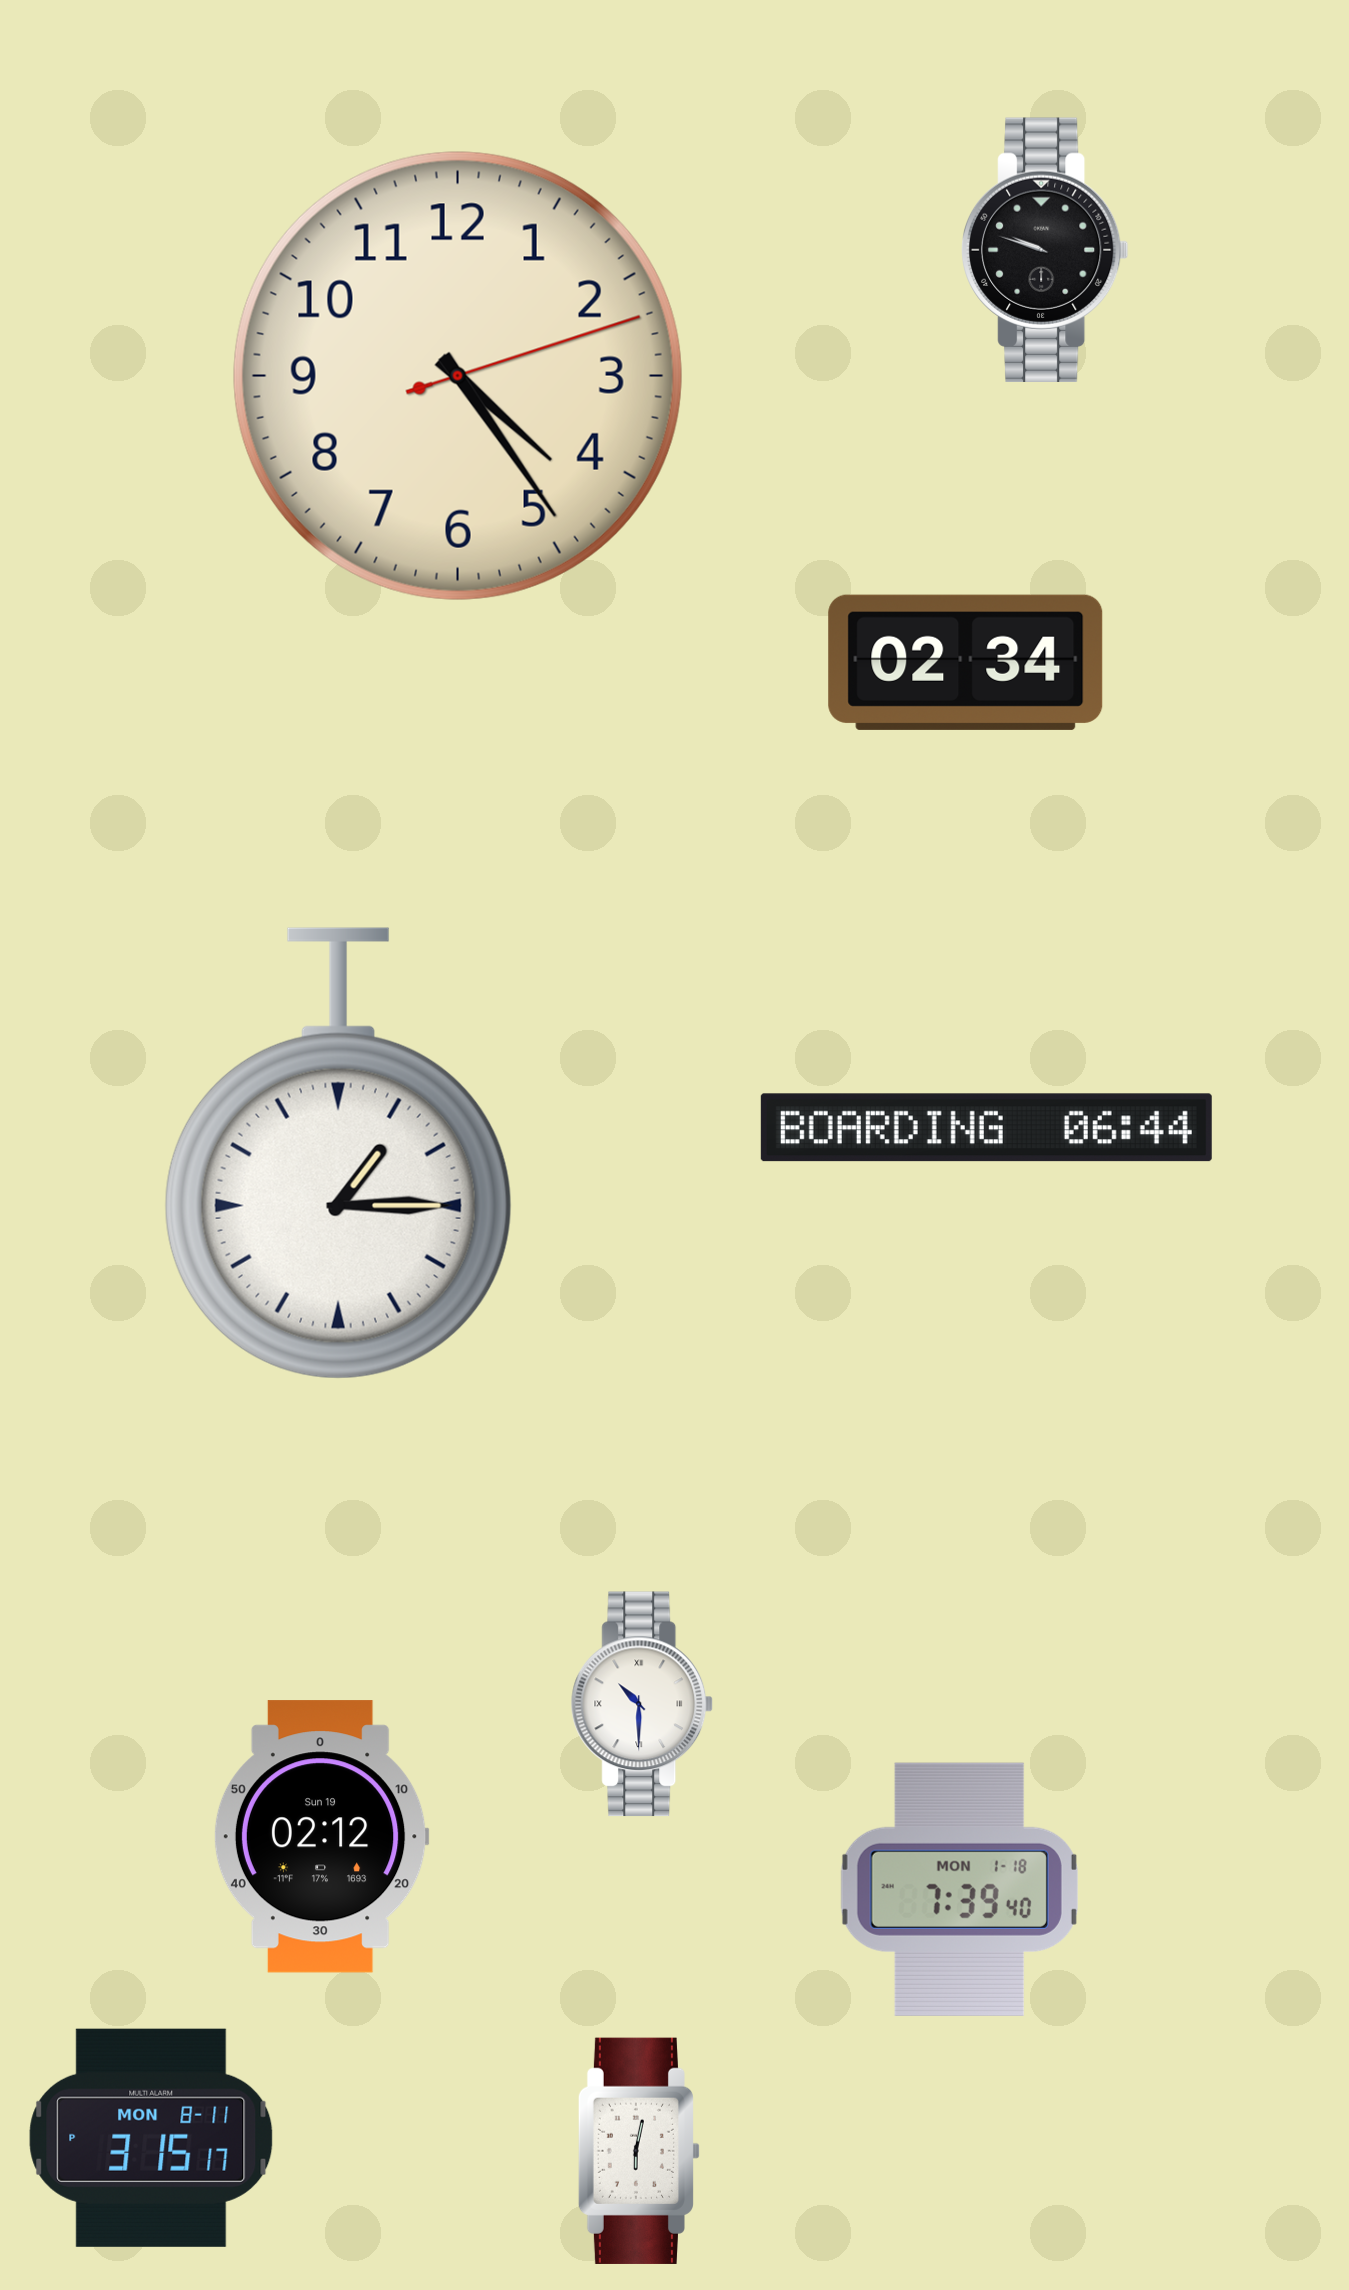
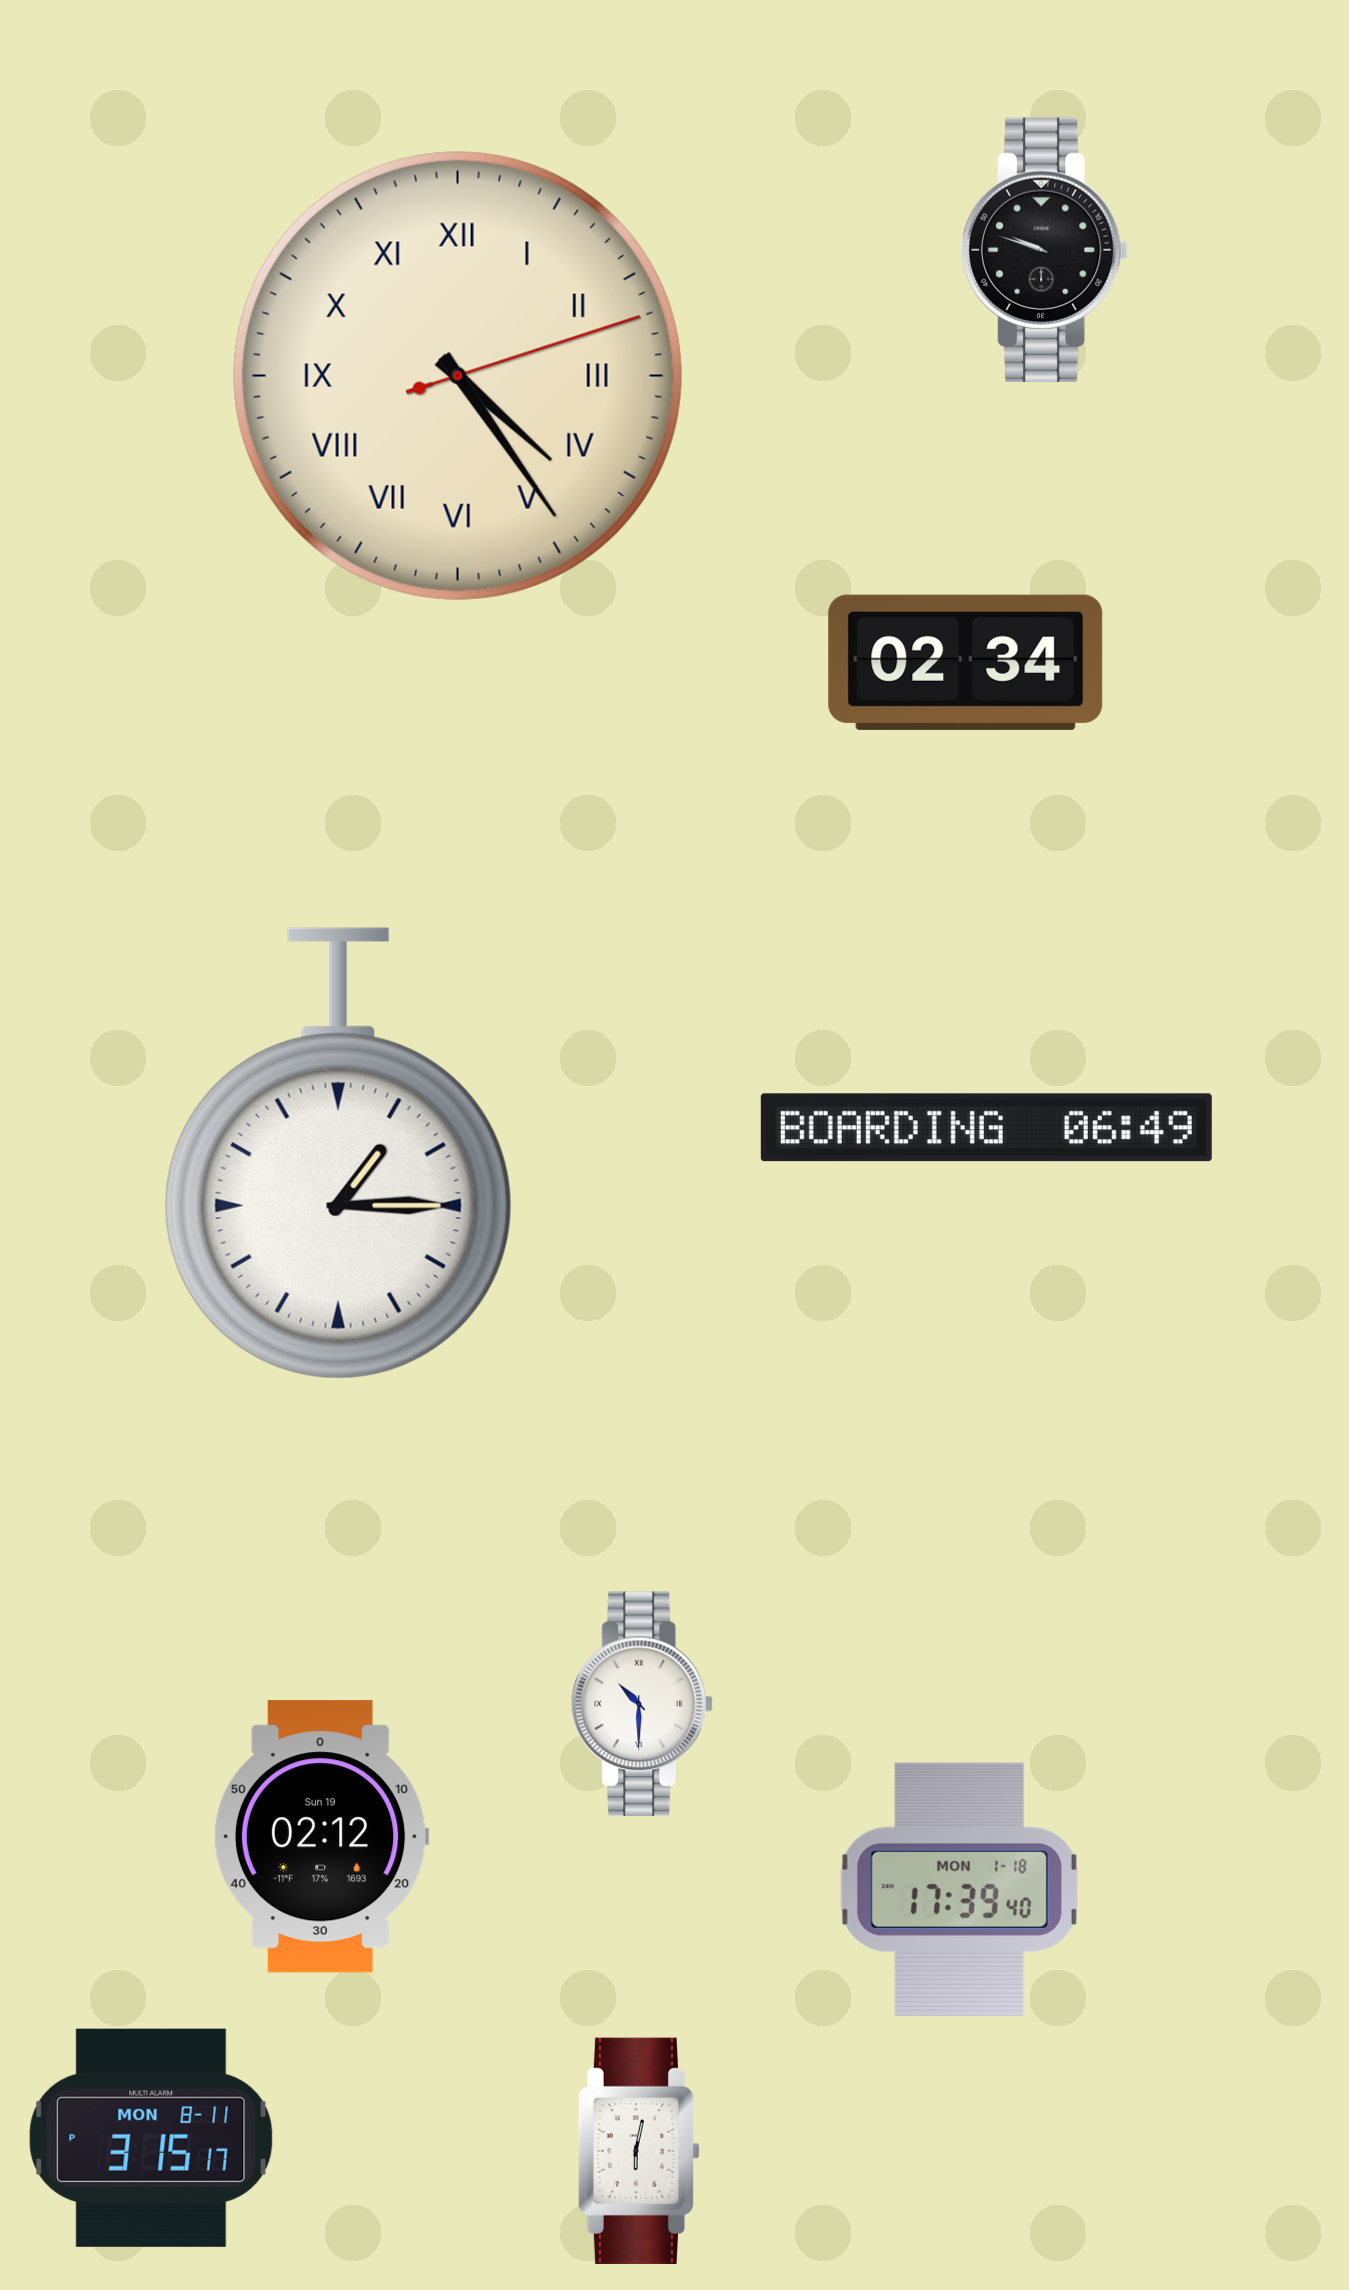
clock at (458, 376) numerals: Arabic -> Roman
clock at (986, 1128): 06:44 -> 06:49
clock at (959, 1889): 7:39 -> 17:39
